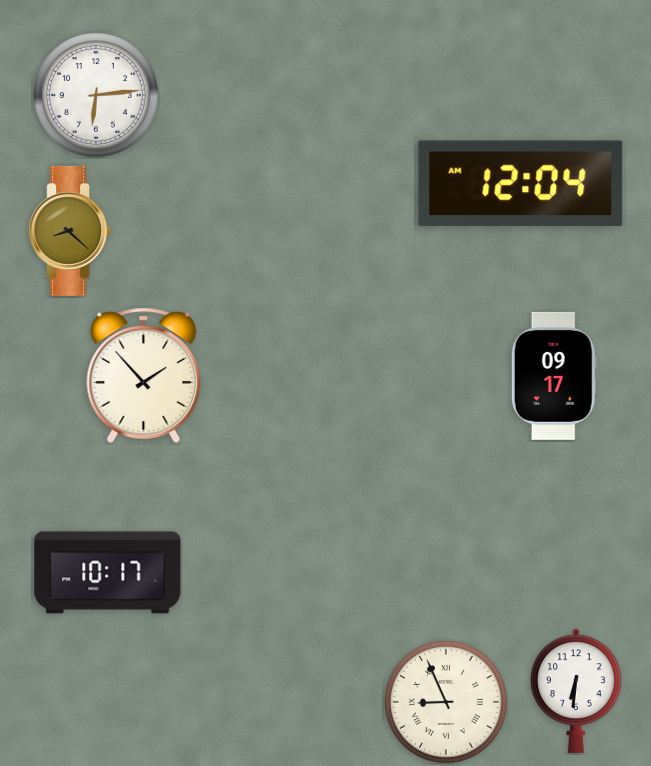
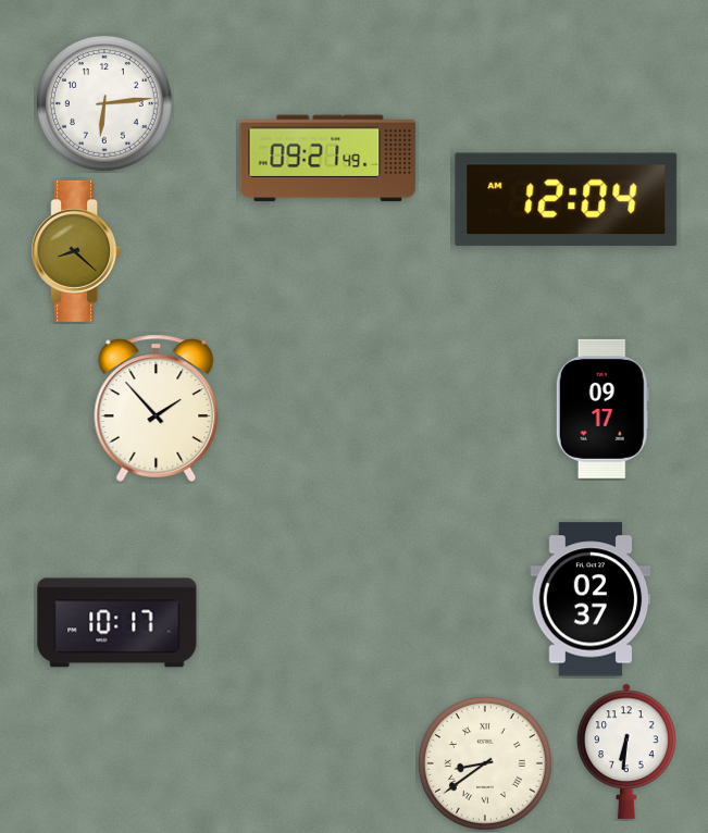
clock at (328, 159): none -> 09:21
clock at (591, 599): none -> 02:37
clock at (447, 703): 8:56 -> 8:39
